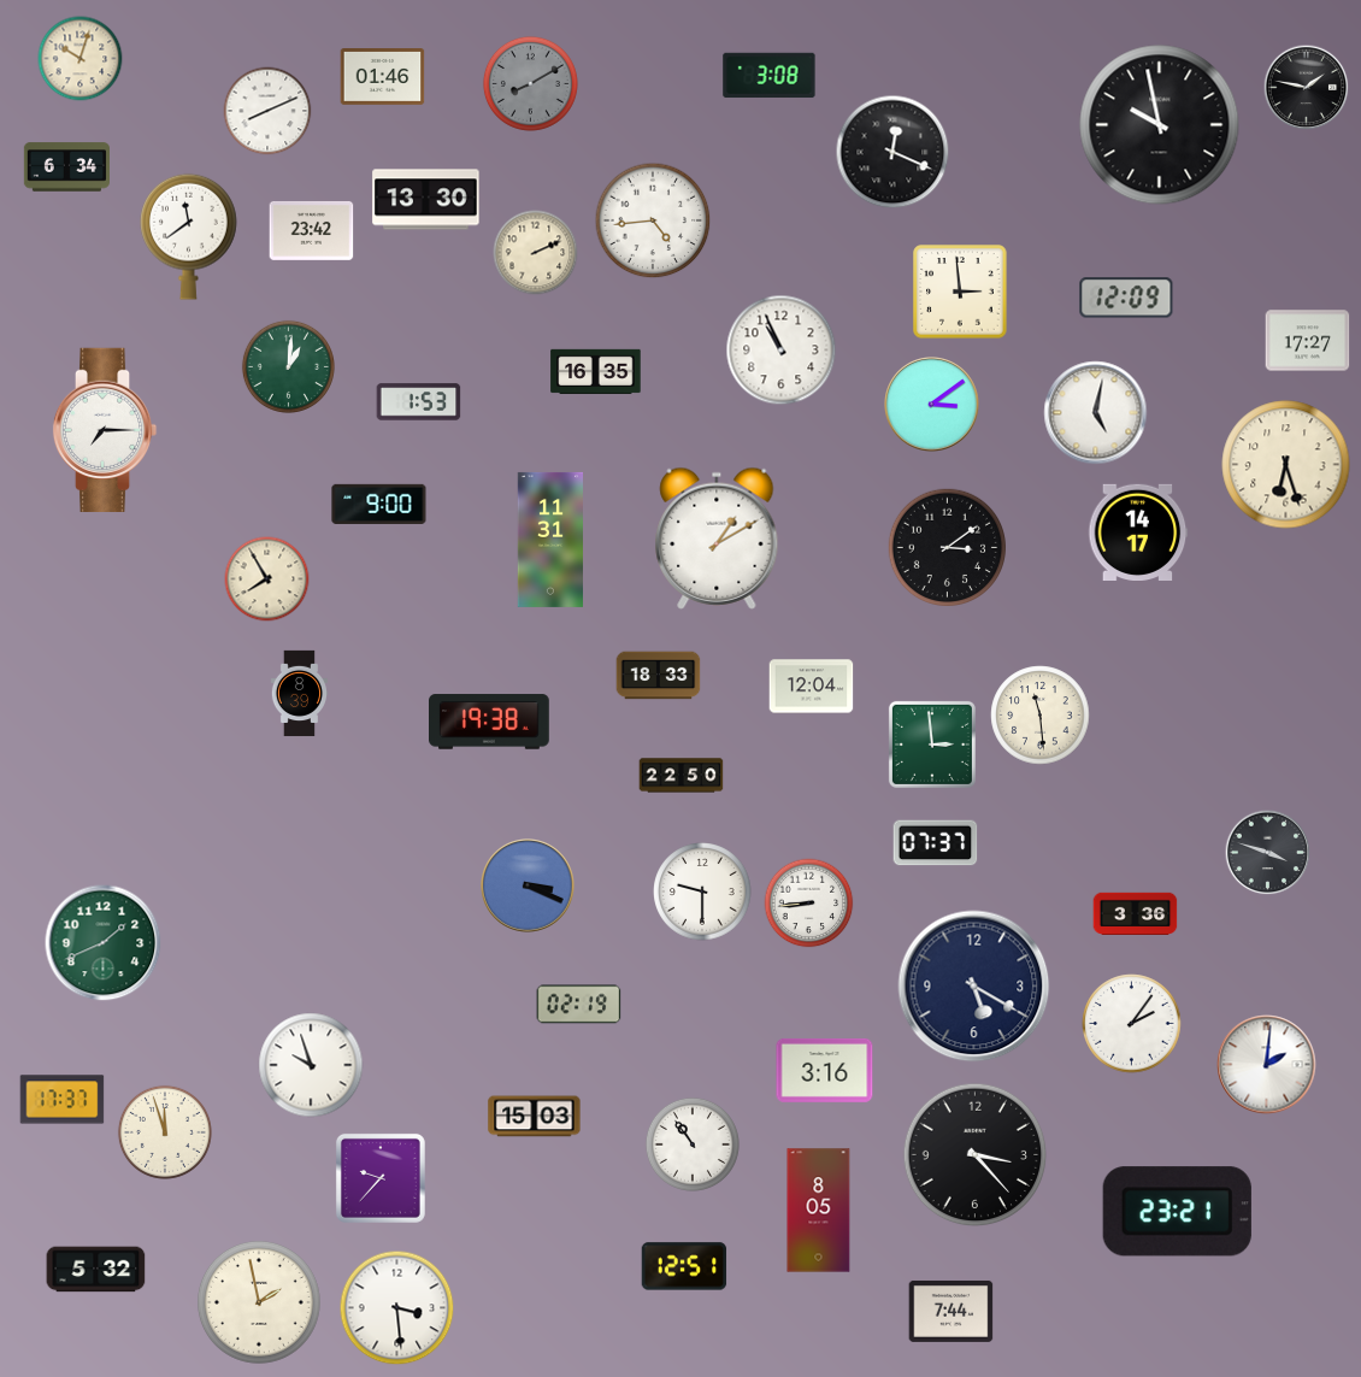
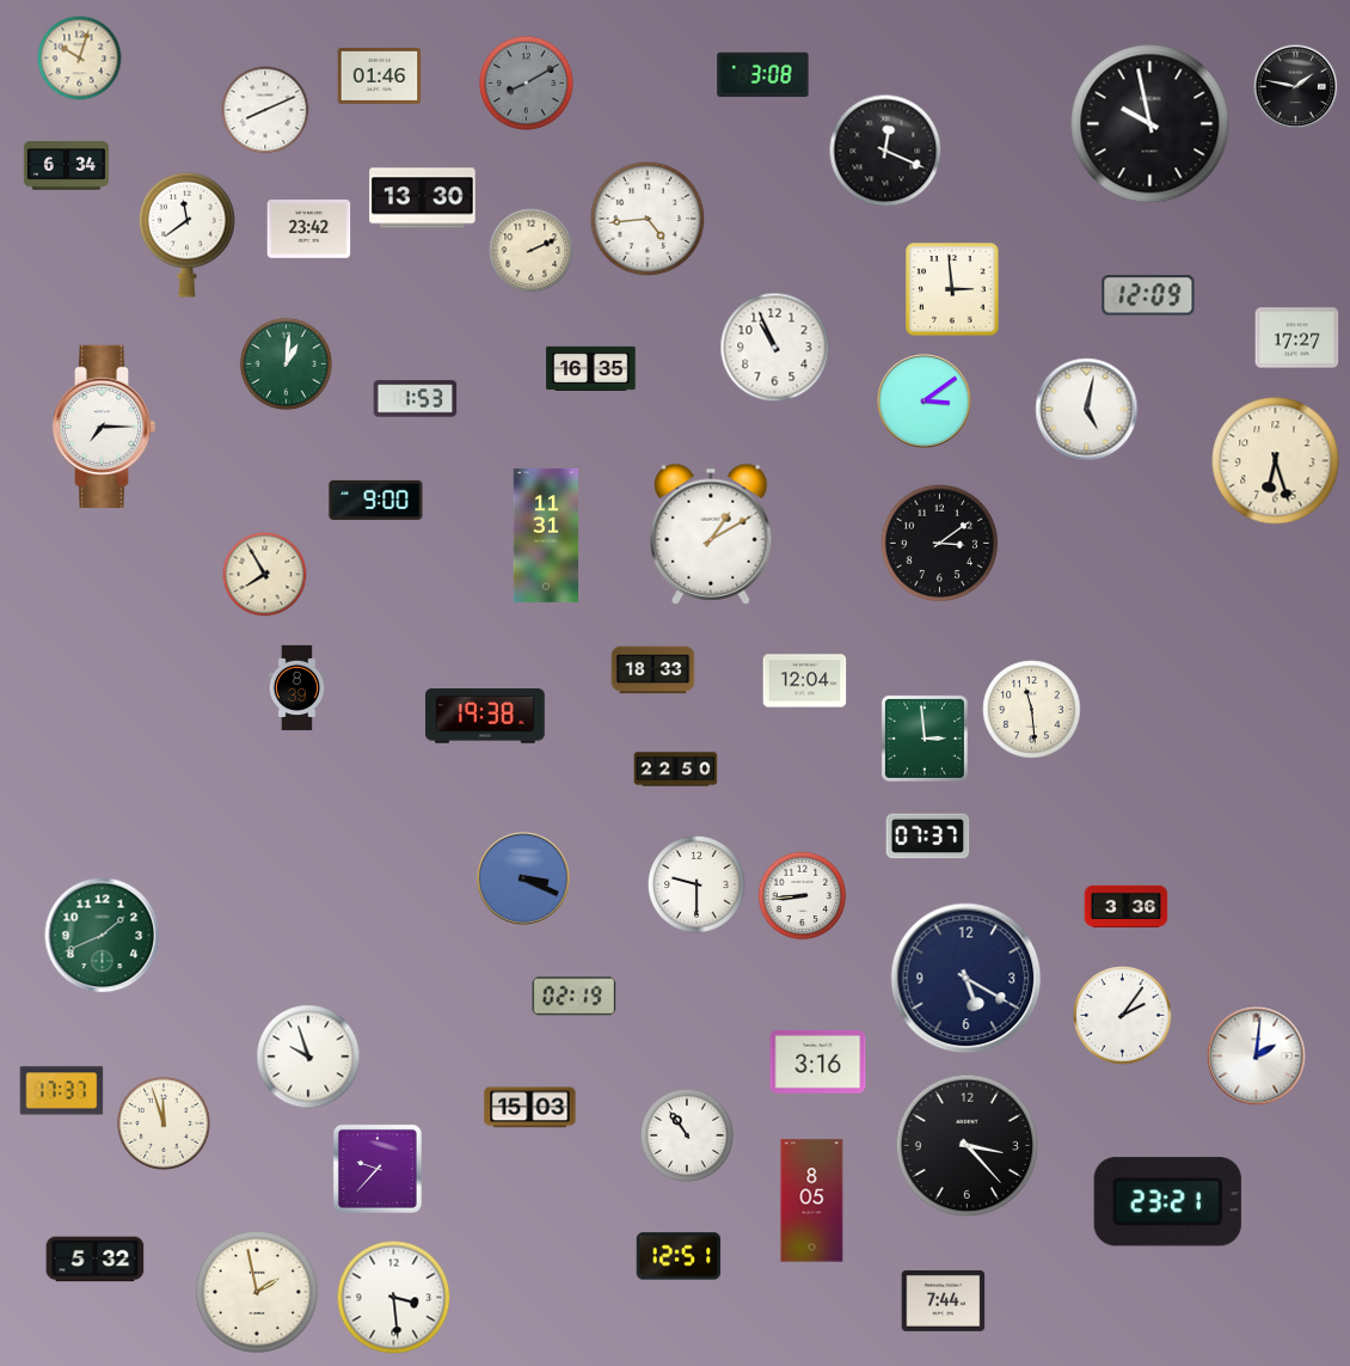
clock at (1126, 298) position: (1126, 298) -> (1148, 295)
clock at (1138, 531): 14:17 -> none
clock at (1268, 853): 3:48 -> none
